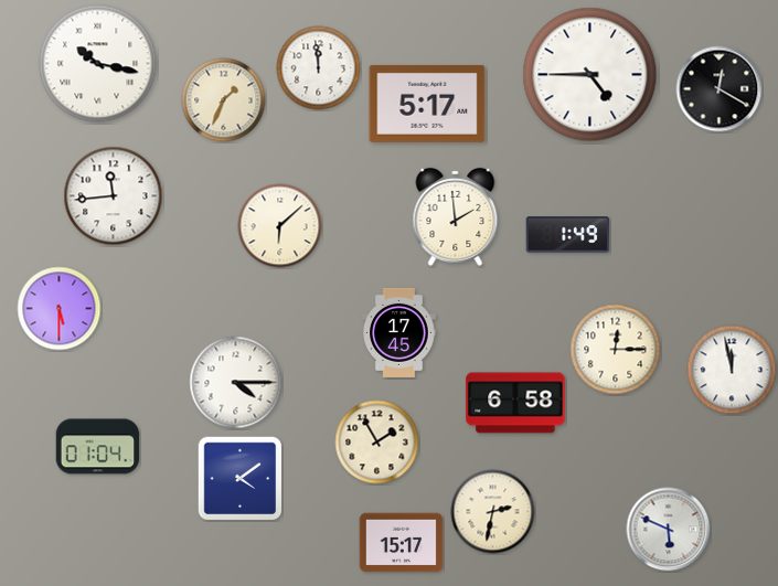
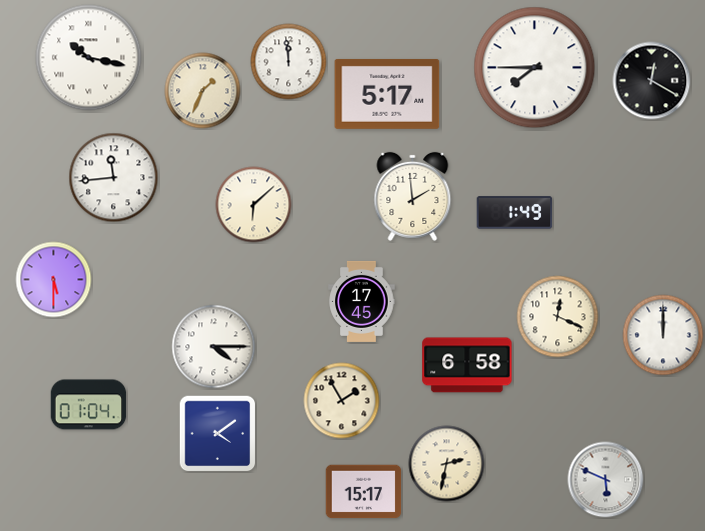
clock at (590, 75): 4:45 -> 7:45
clock at (114, 196) position: (114, 196) -> (114, 178)
clock at (616, 350): 12:15 -> 12:19
clock at (732, 370): 11:58 -> 12:00
